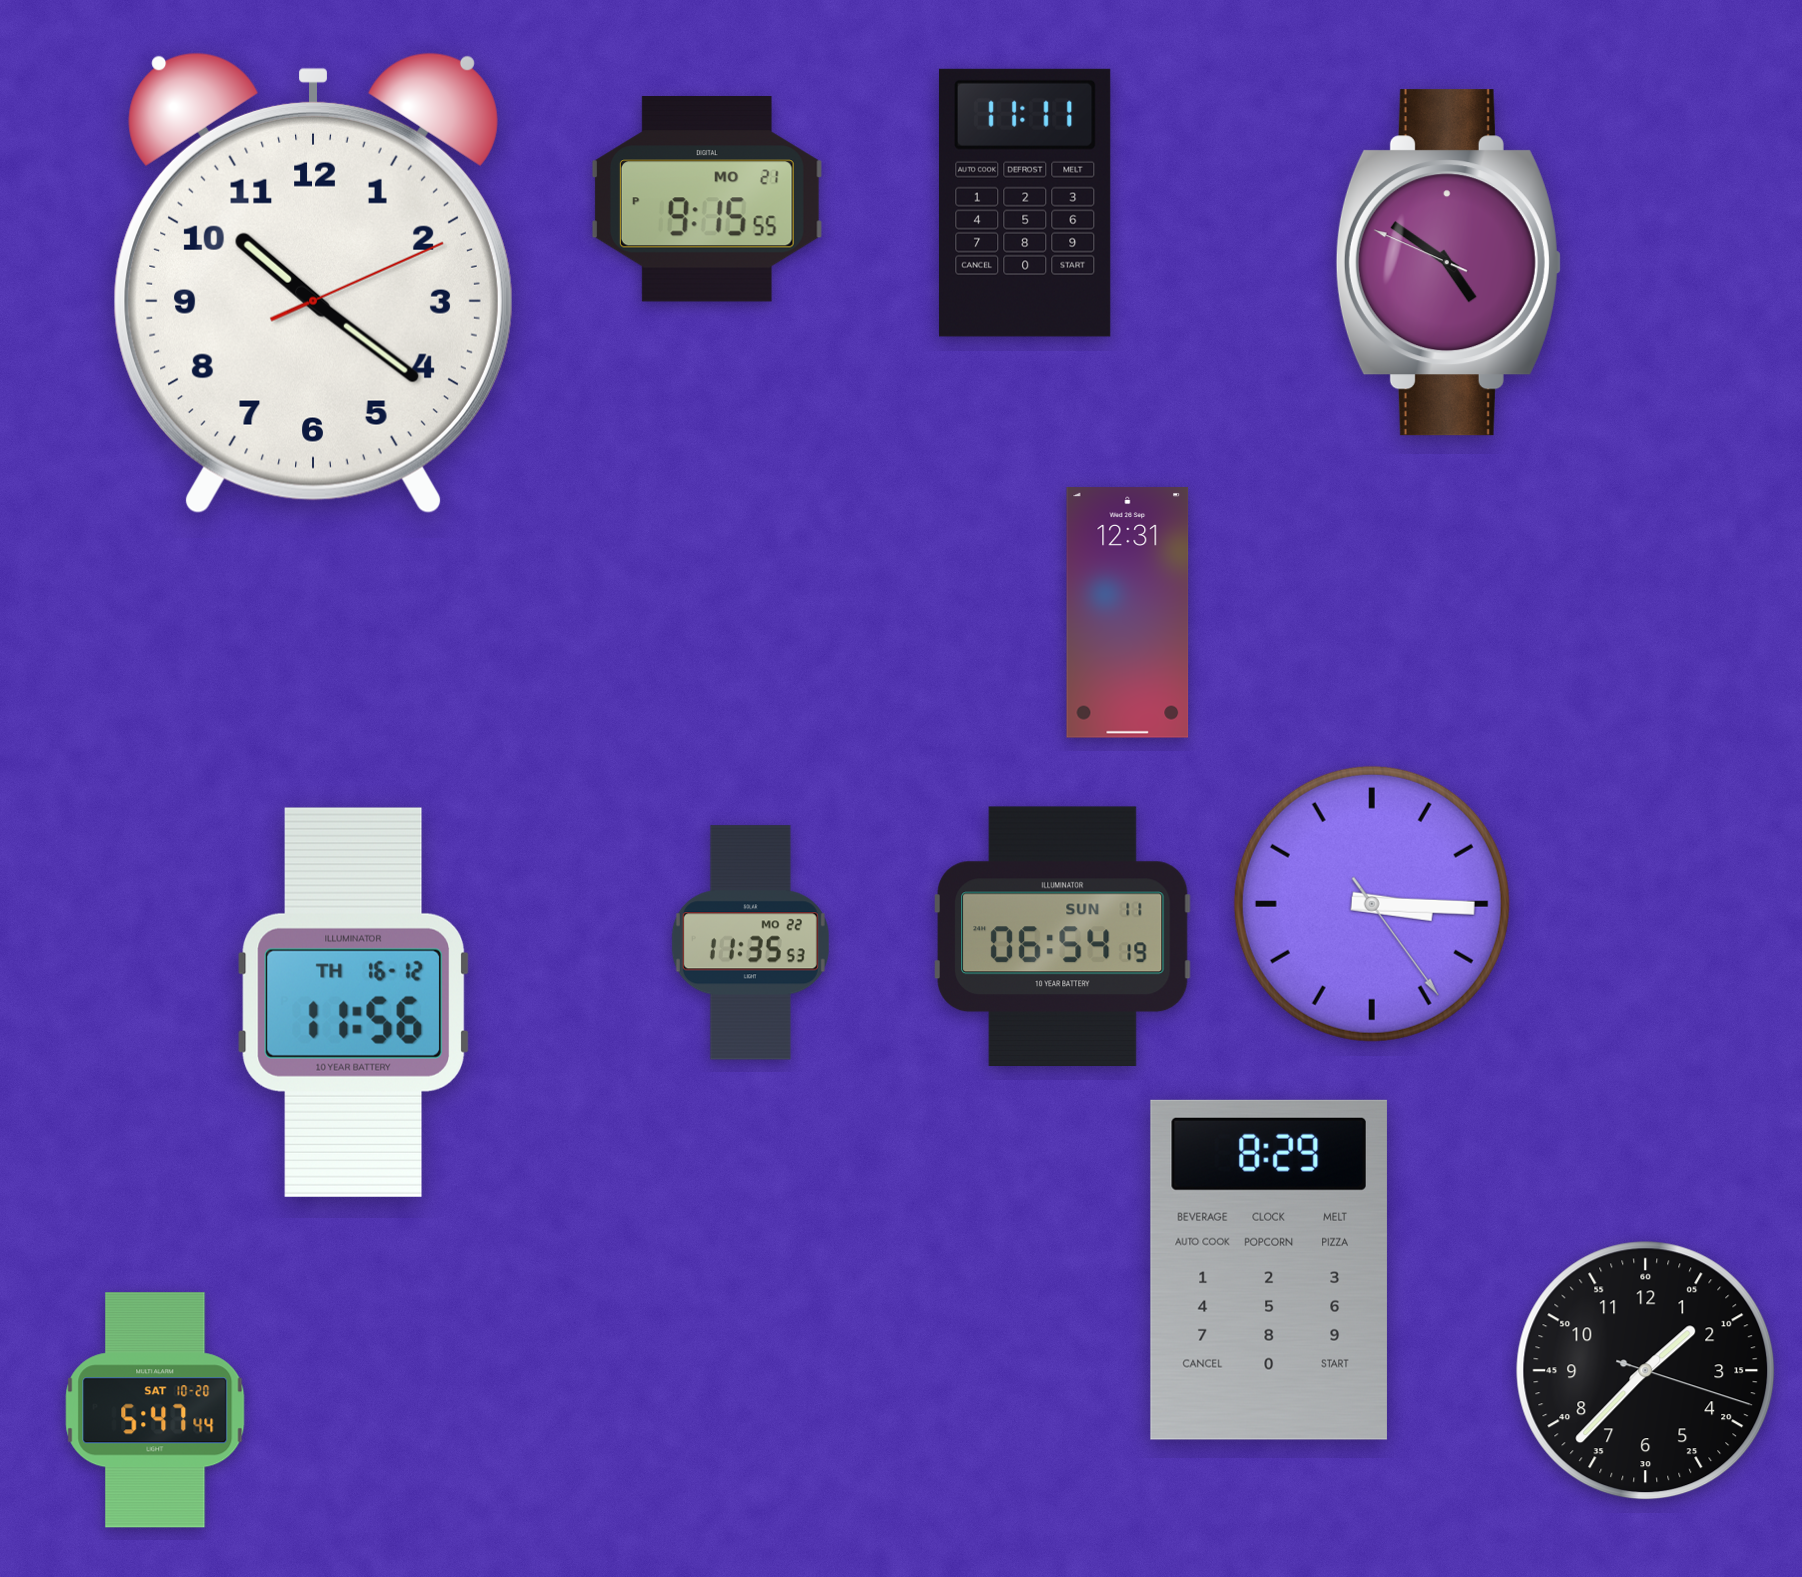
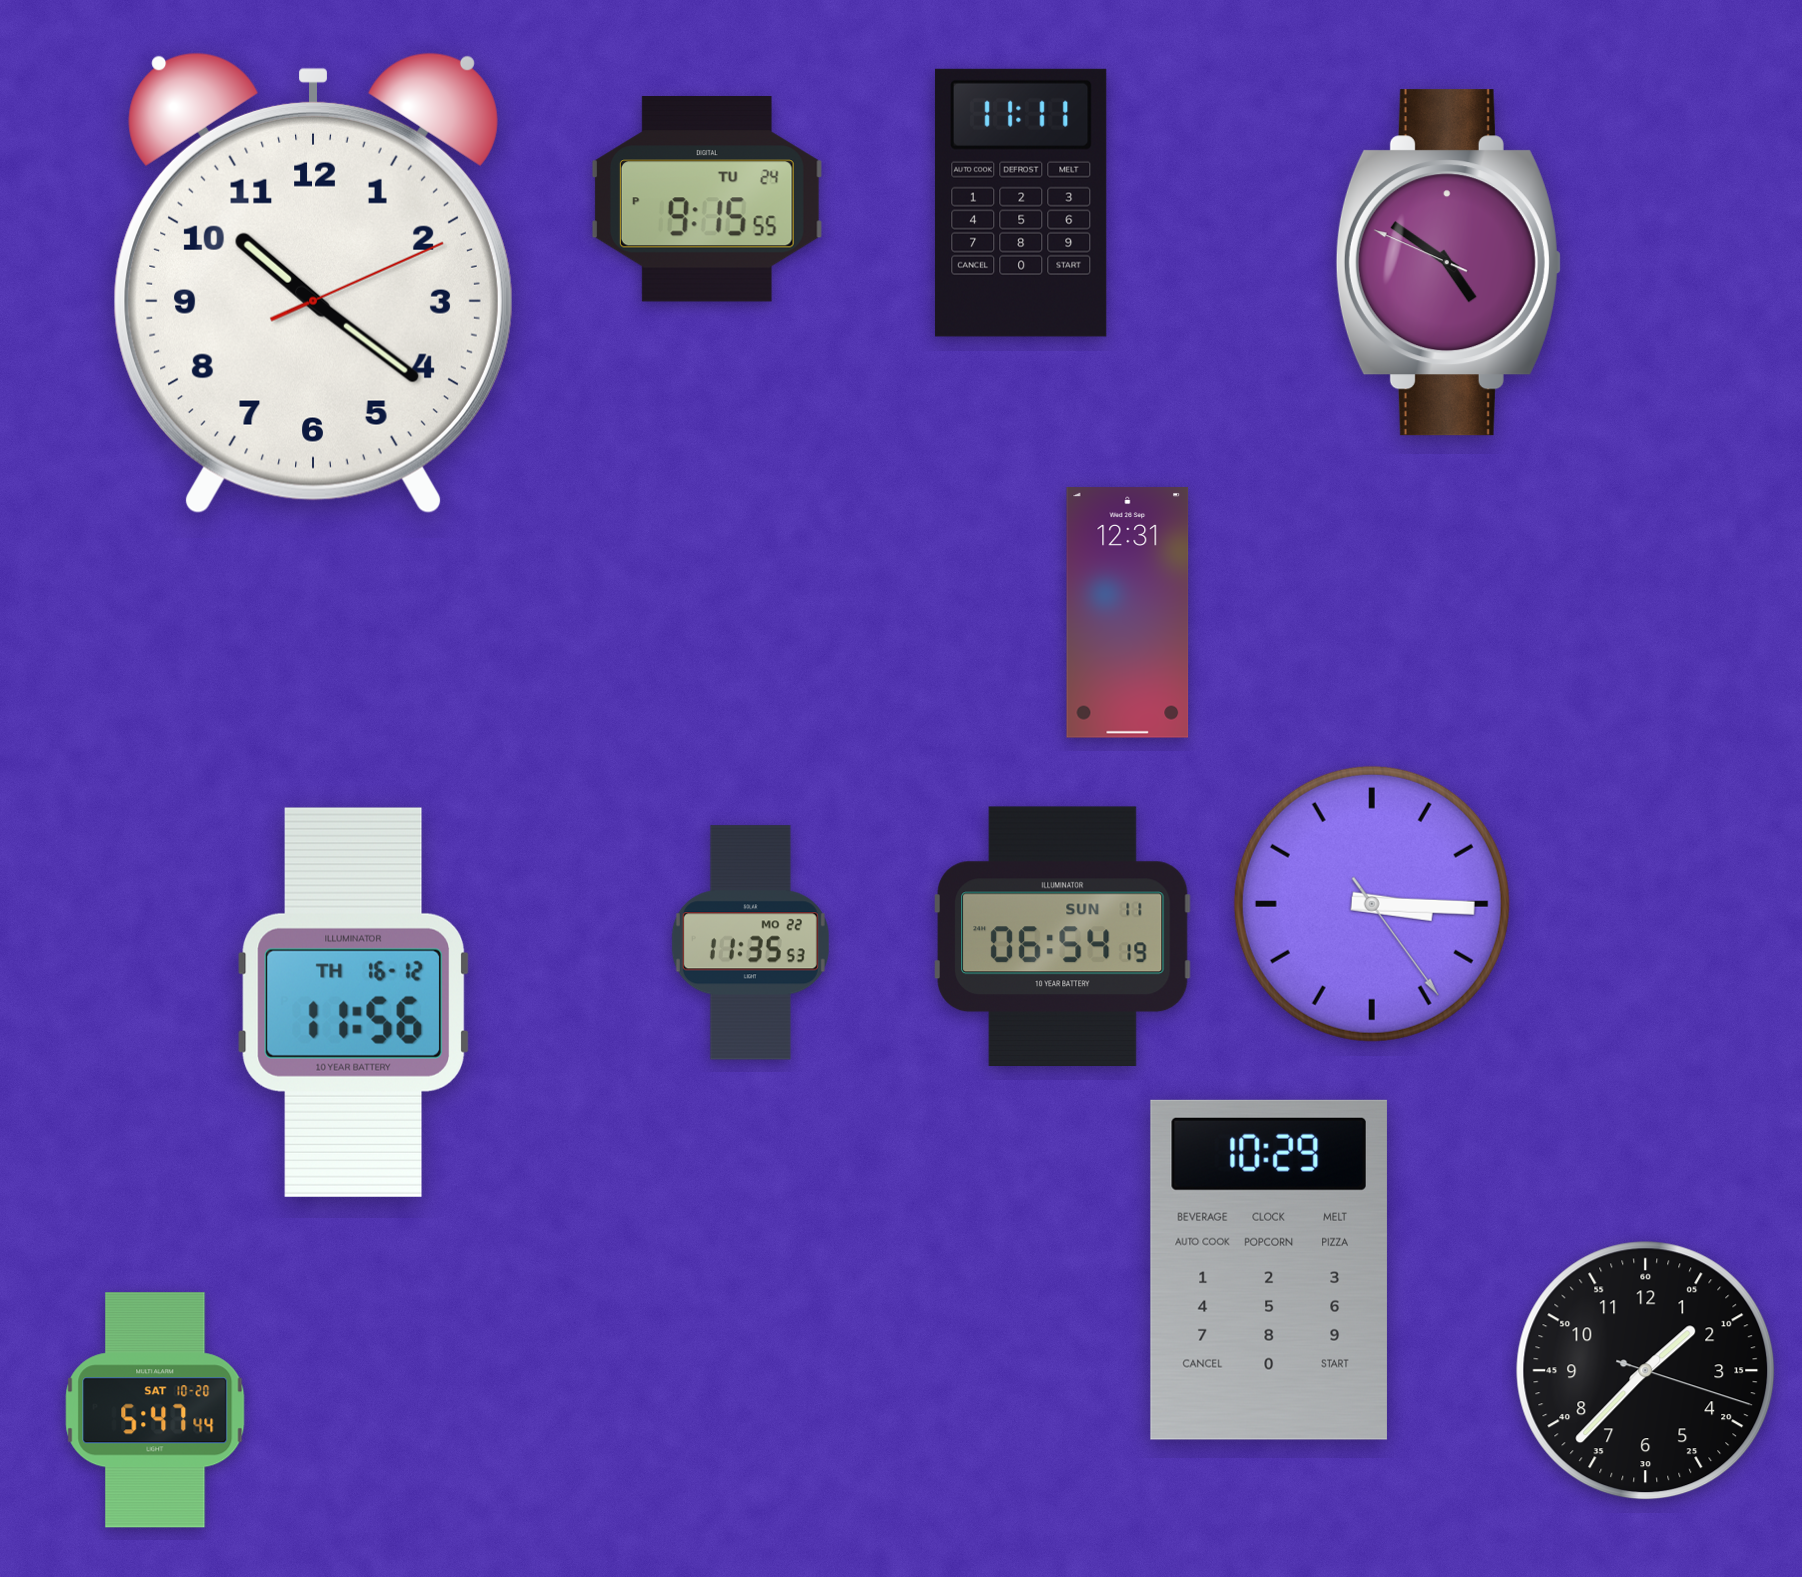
clock at (707, 199) date: MO 21 -> TU 24
clock at (1025, 203) position: (1025, 203) -> (1021, 203)
clock at (1269, 1270): 8:29 -> 10:29
